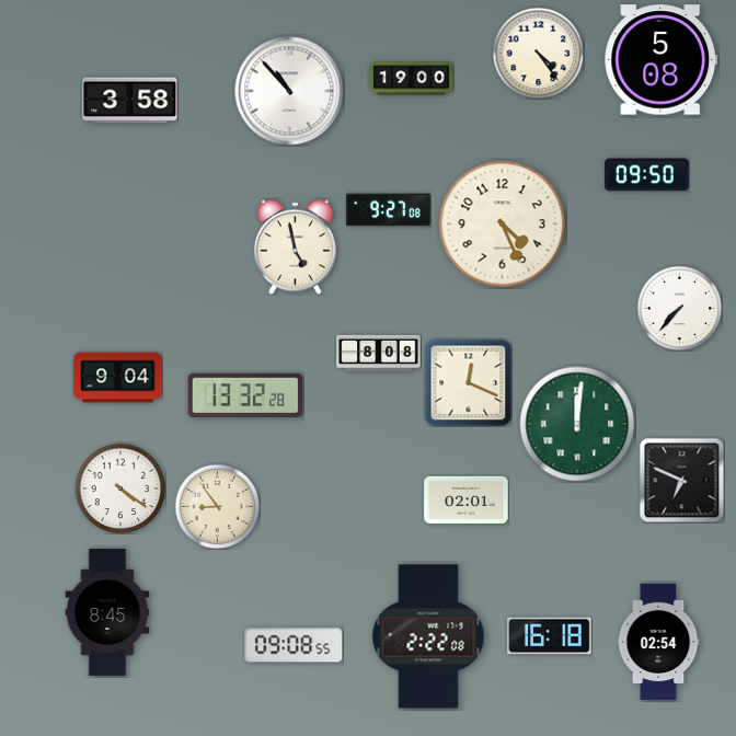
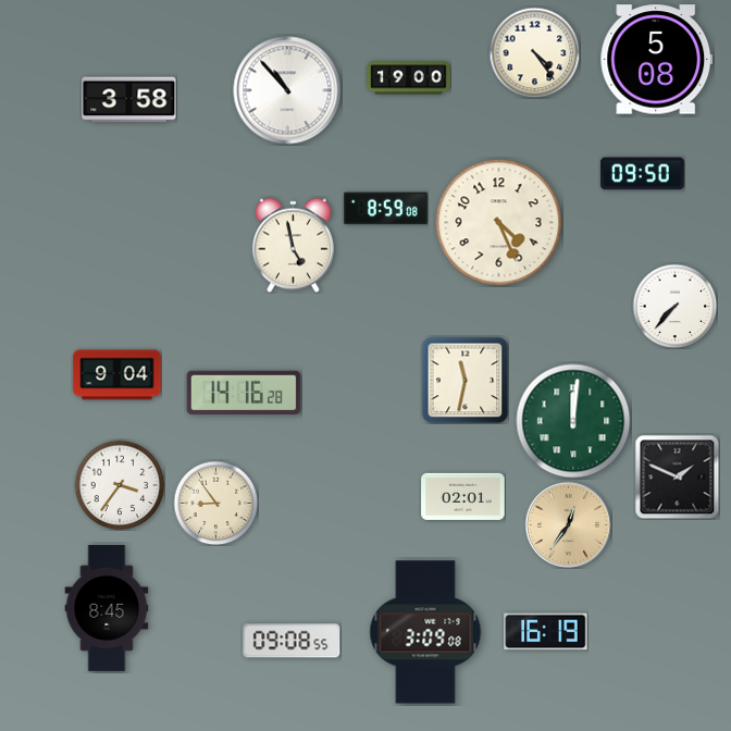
clock at (389, 210): 9:27 -> 8:59
clock at (379, 353): 8:08 -> none
clock at (468, 382): 12:19 -> 11:32
clock at (245, 395): 13:32 -> 14:16
clock at (681, 480): 6:49 -> 1:49
clock at (120, 488): 4:21 -> 3:36
clock at (568, 524): none -> 12:36
clock at (428, 636): 2:22 -> 3:09
clock at (550, 636): 16:18 -> 16:19
clock at (658, 642): 02:54 -> none
